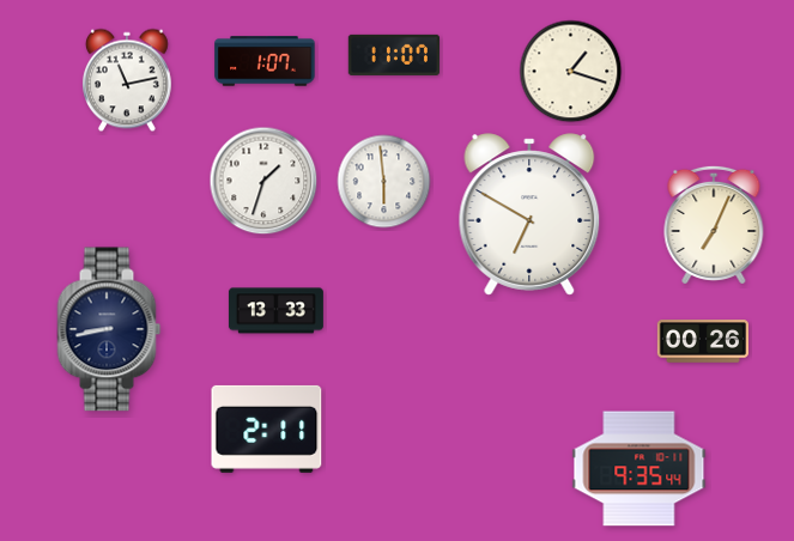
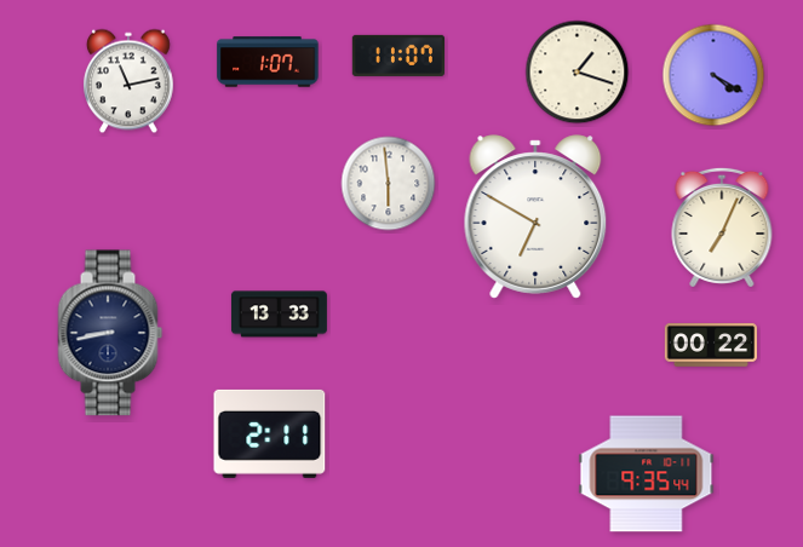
clock at (713, 75): none -> 4:20
clock at (263, 181): 1:33 -> none
clock at (702, 341): 00:26 -> 00:22
